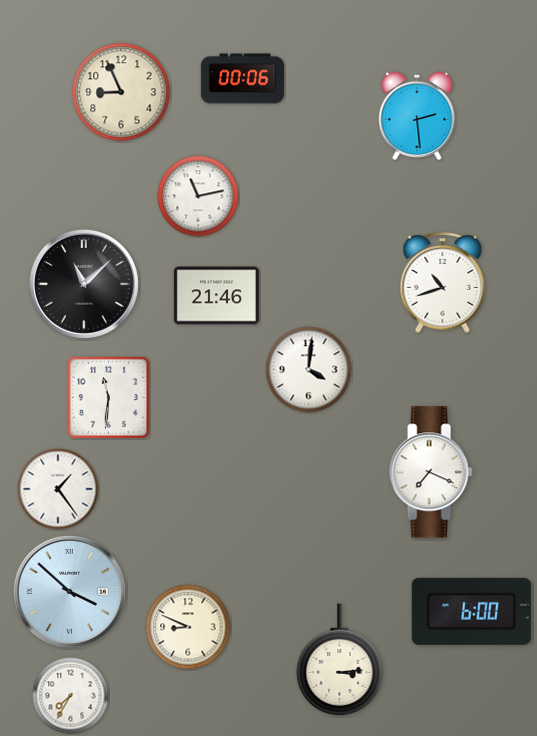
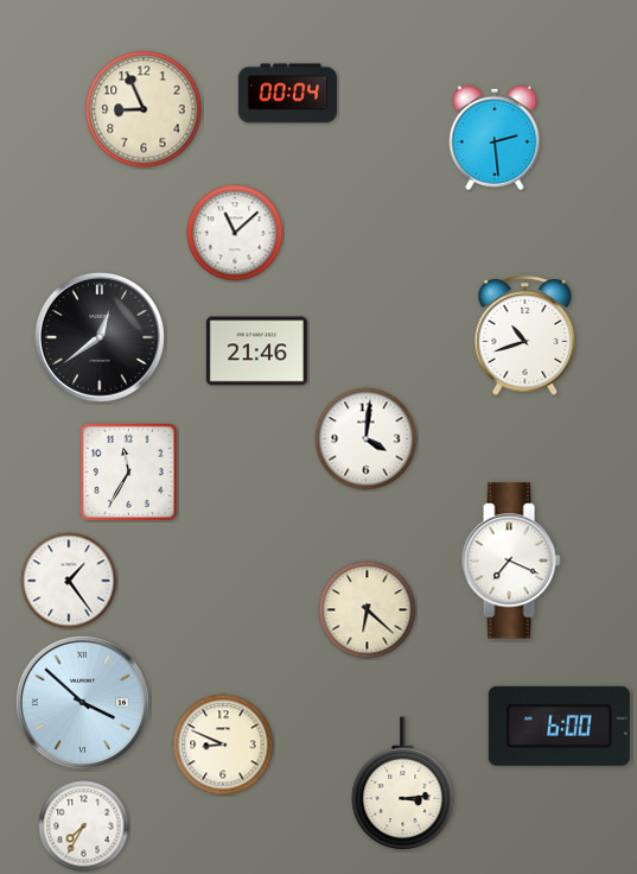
clock at (242, 79): 00:06 -> 00:04
clock at (198, 196): 11:13 -> 11:08
clock at (84, 284): 11:08 -> 12:39
clock at (108, 397): 11:31 -> 11:35
clock at (368, 610): none -> 6:22
